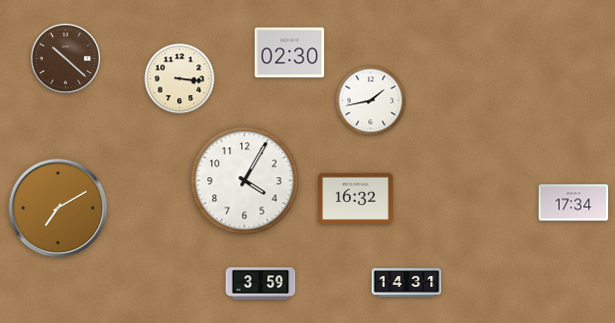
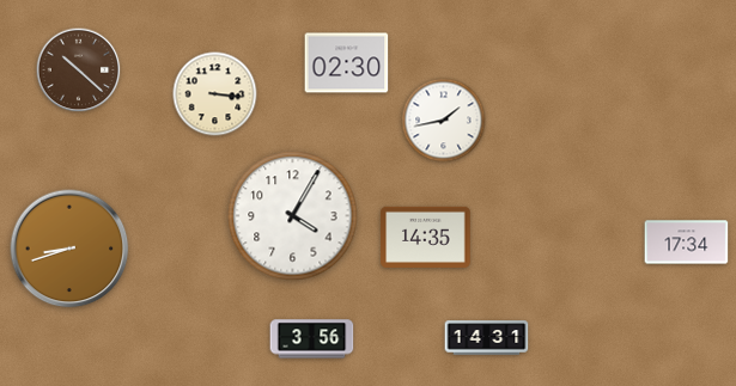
clock at (356, 198): 16:32 -> 14:35
clock at (58, 208): 7:10 -> 8:42
clock at (261, 284): 3:59 -> 3:56
